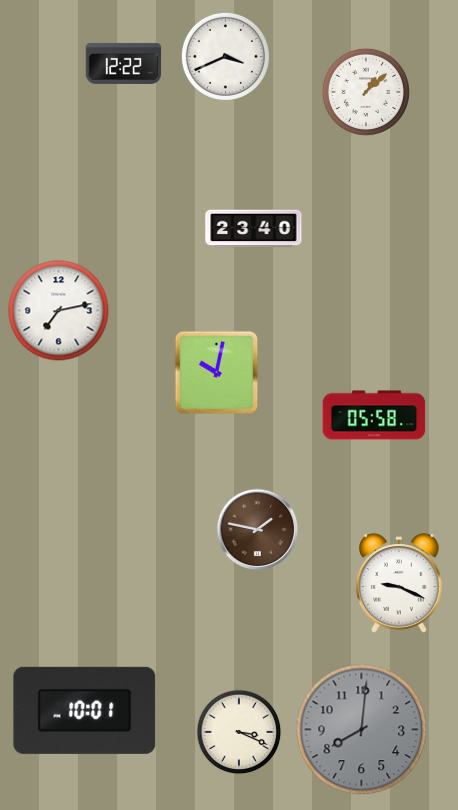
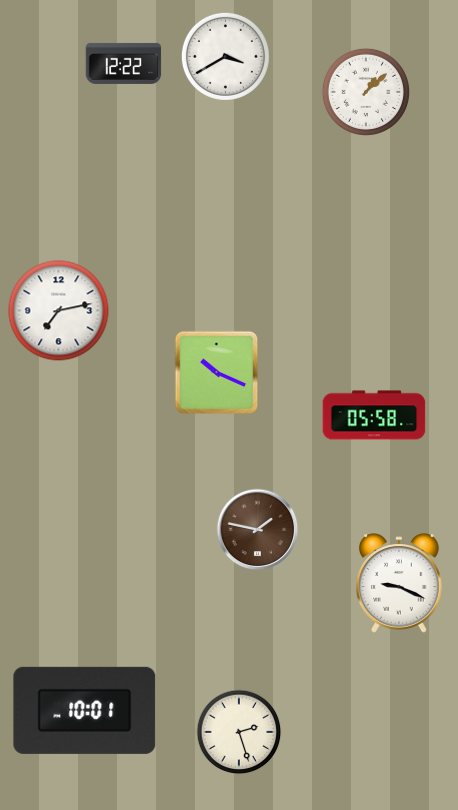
clock at (225, 56): 3:41 -> 3:40
clock at (254, 229): 23:40 -> none
clock at (217, 373): 10:02 -> 10:19
clock at (362, 730): 8:01 -> none
clock at (239, 732): 3:19 -> 2:27
